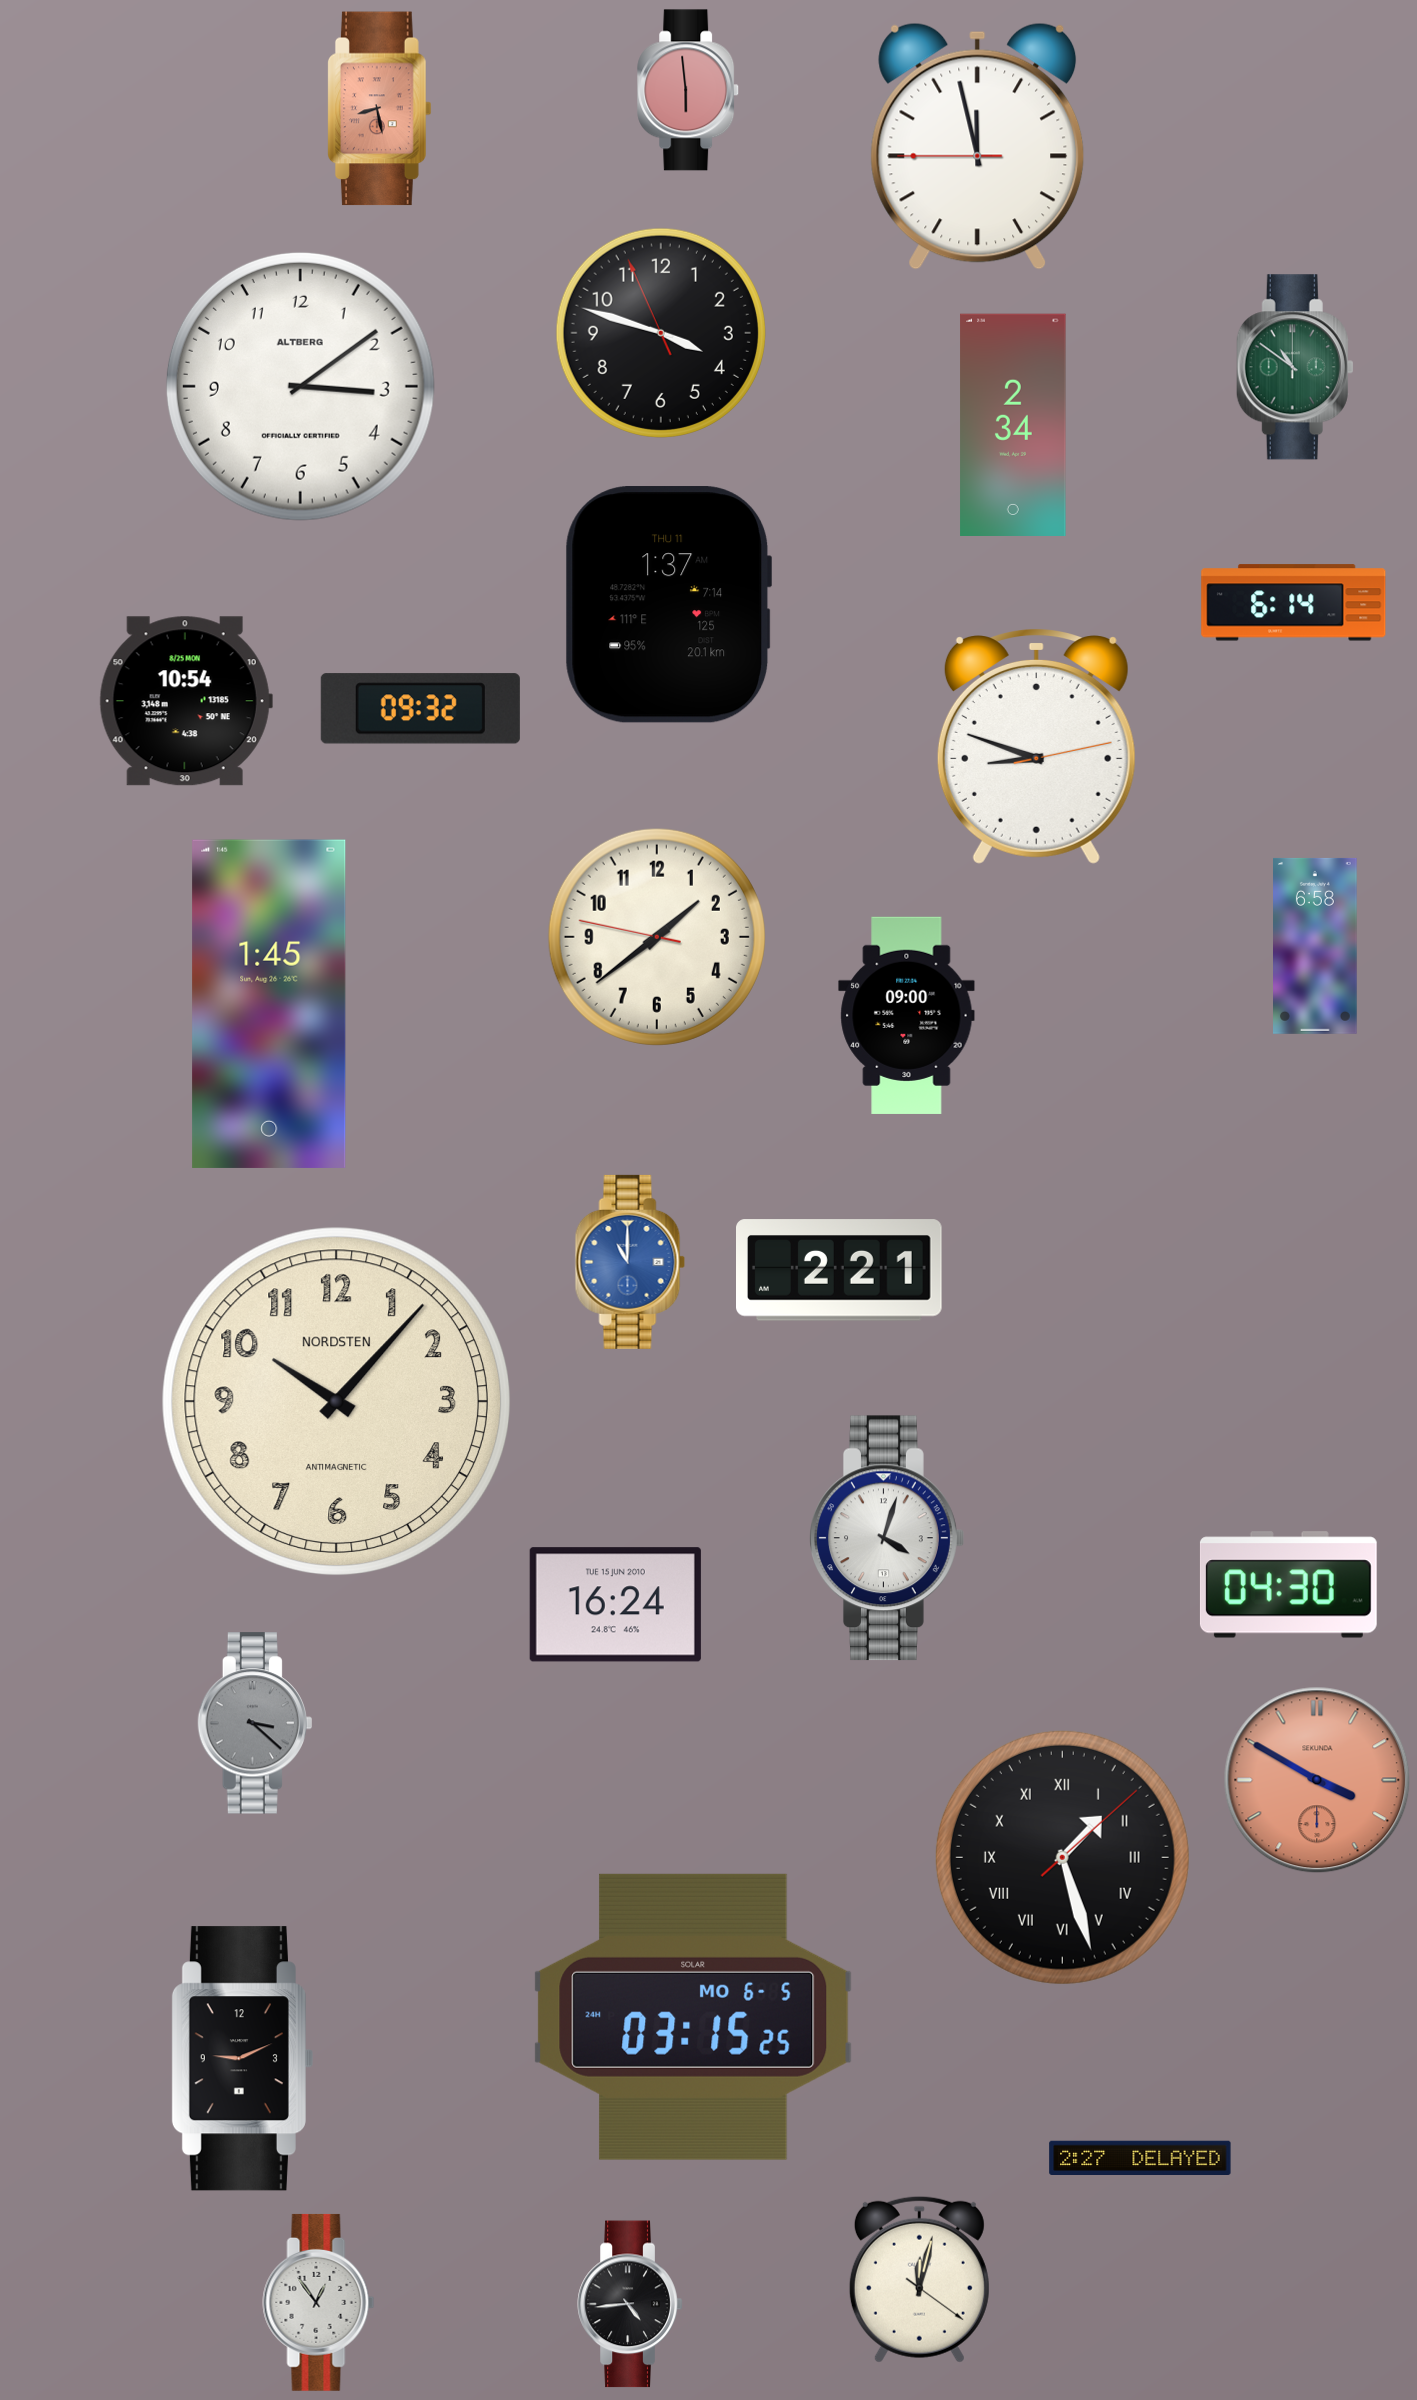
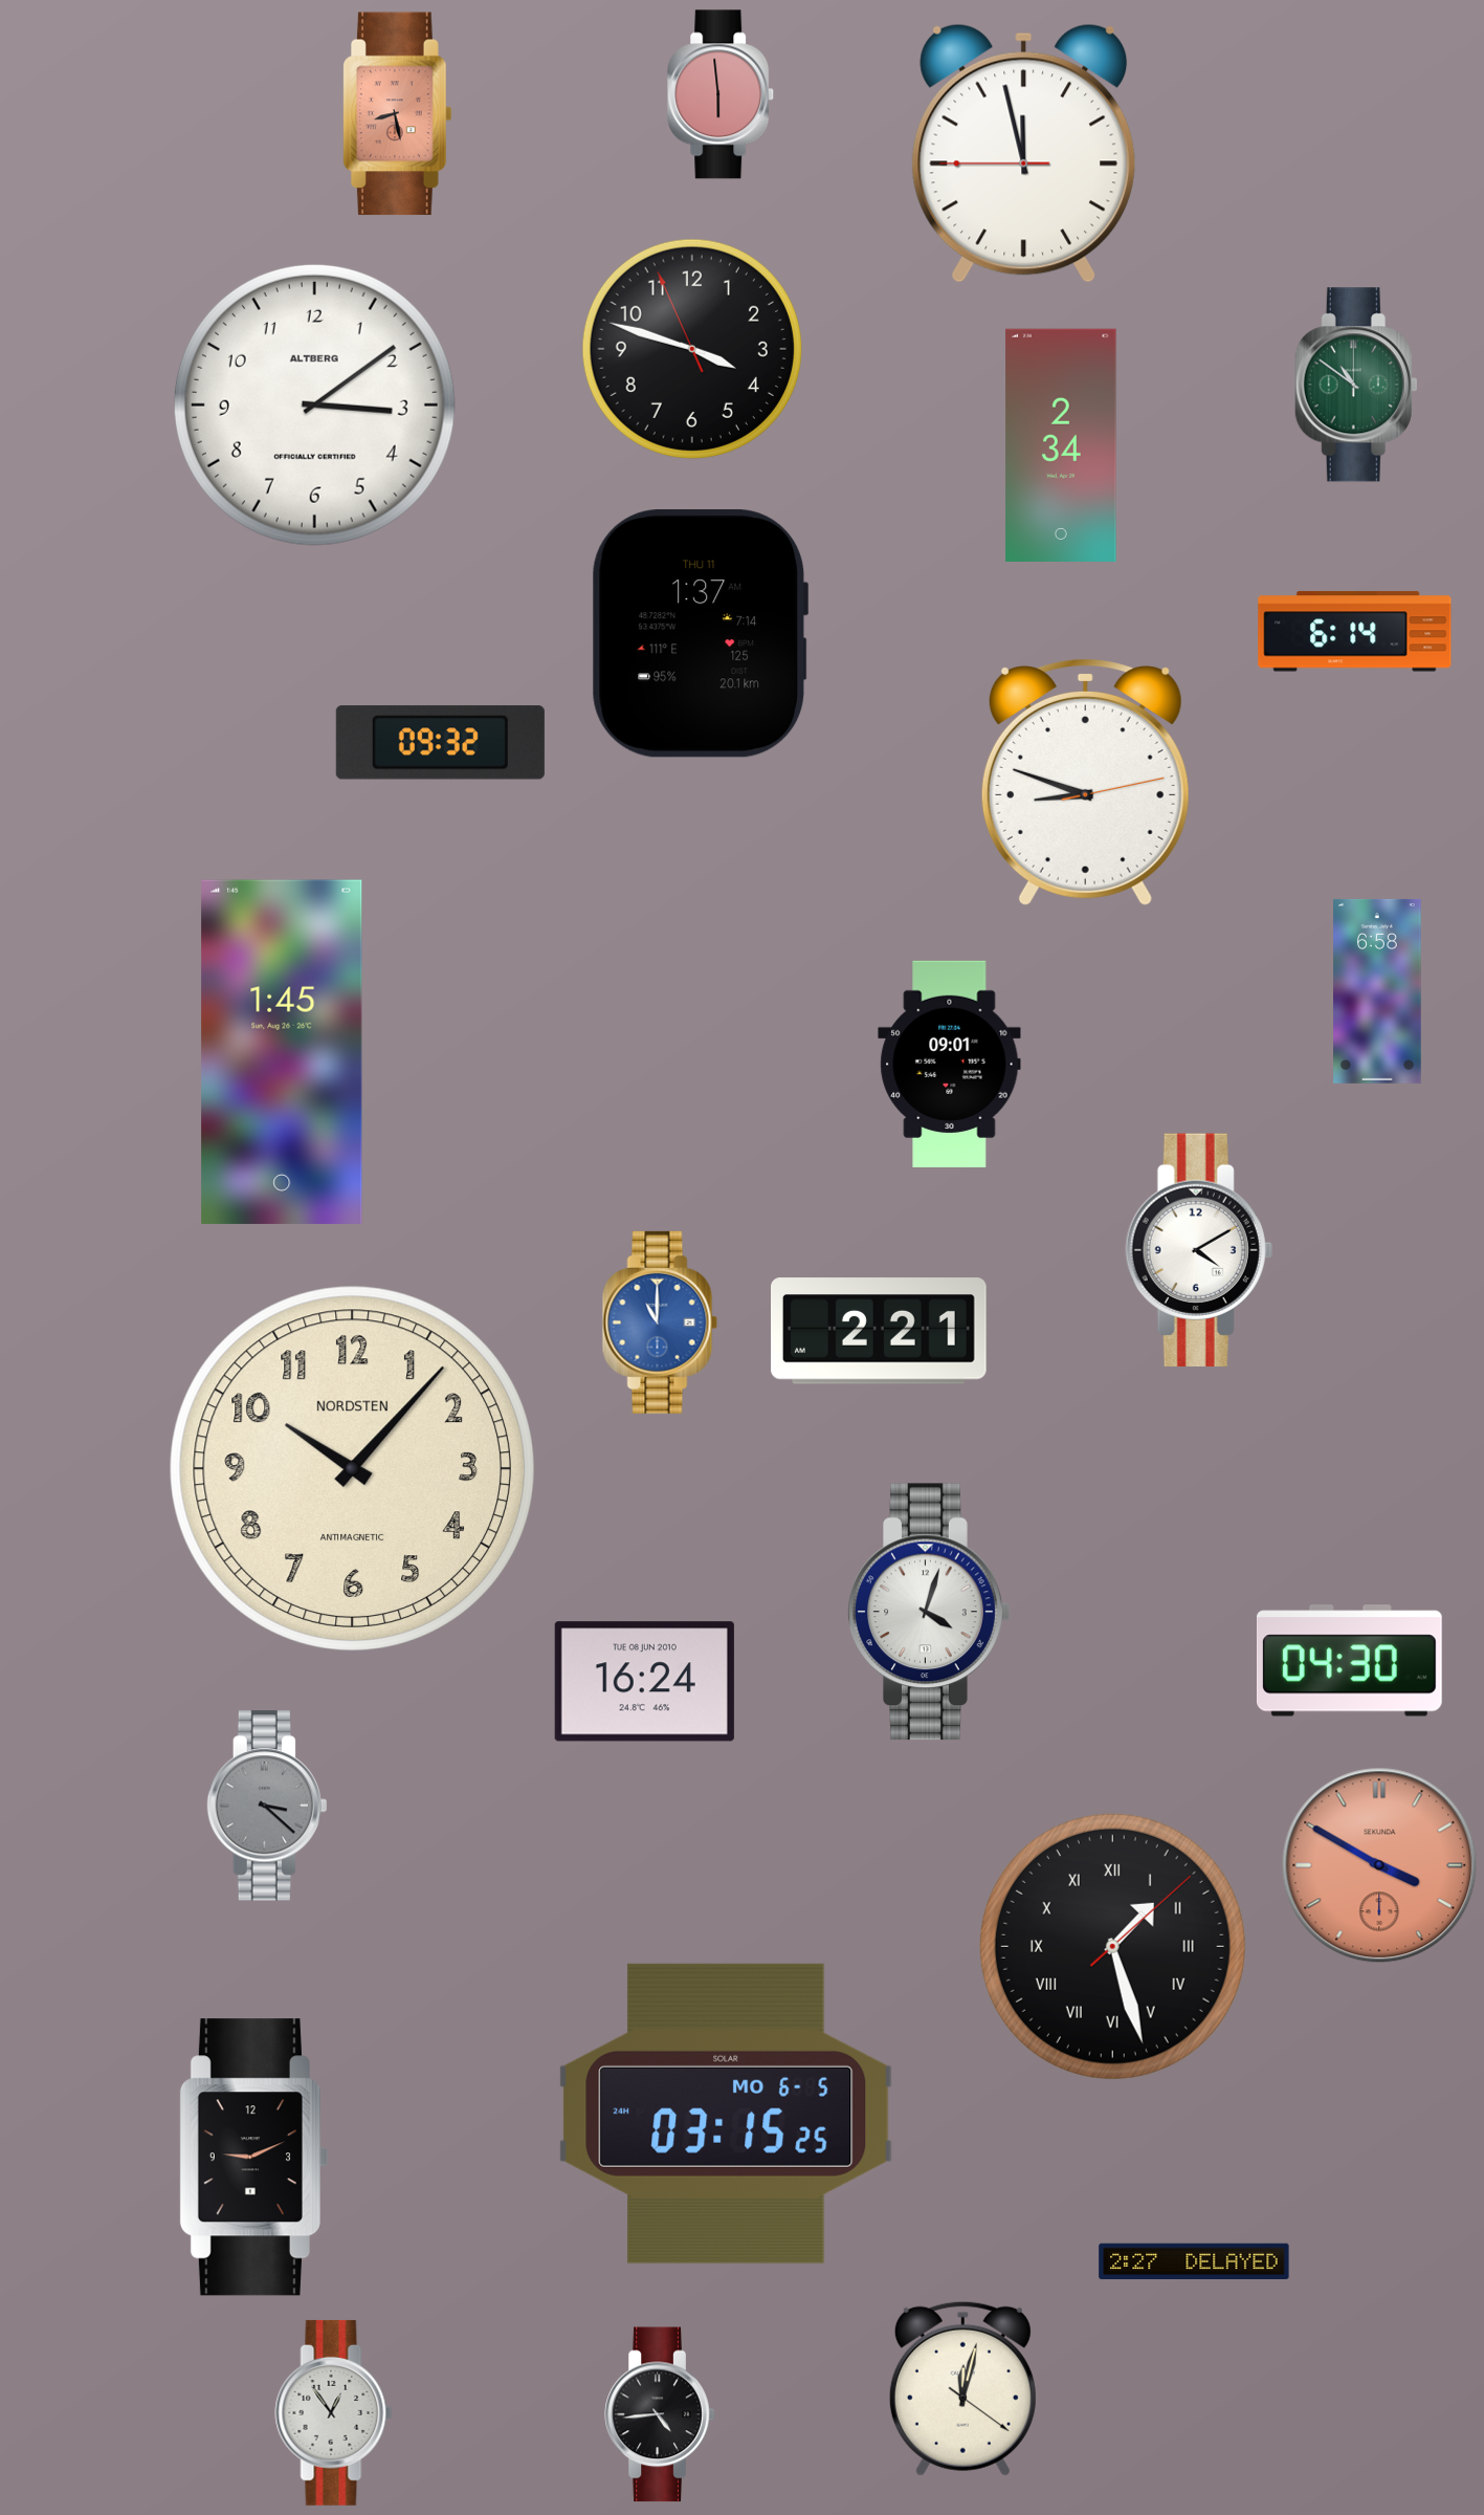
clock at (186, 701): 10:54 -> none
clock at (657, 937): 1:38 -> none
clock at (907, 1015): 09:00 -> 09:01
clock at (1199, 1250): none -> 4:10
clock at (615, 1605) date: TUE 15 JUN 2010 -> TUE 08 JUN 2010
